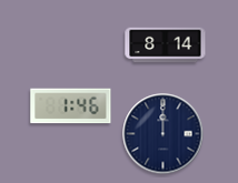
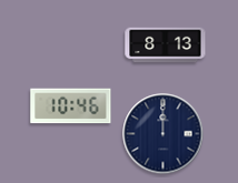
clock at (166, 45): 8:14 -> 8:13
clock at (71, 106): 1:46 -> 10:46
